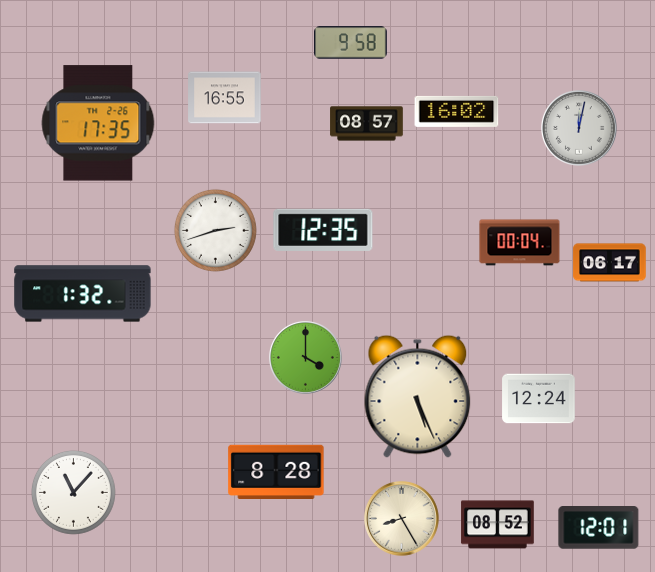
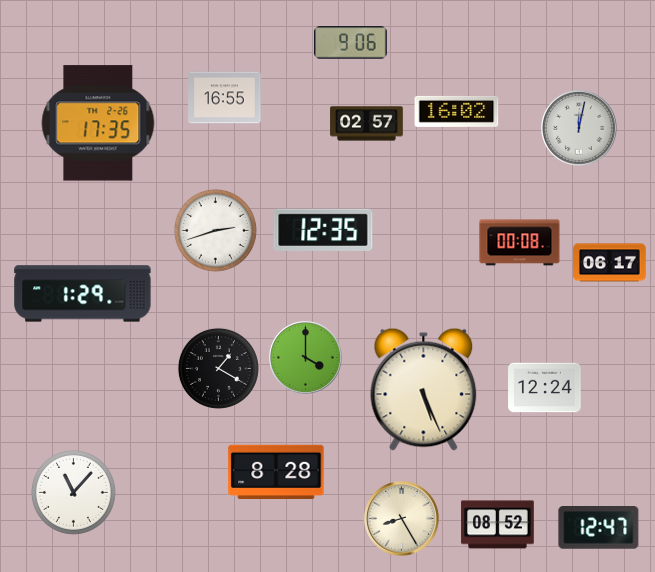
clock at (351, 43): 9:58 -> 9:06
clock at (367, 124): 08:57 -> 02:57
clock at (520, 243): 00:04 -> 00:08
clock at (83, 294): 1:32 -> 1:29
clock at (218, 368): none -> 1:20
clock at (418, 396) position: (418, 396) -> (424, 389)
clock at (539, 399) position: (539, 399) -> (545, 388)
clock at (599, 528): 12:01 -> 12:47
